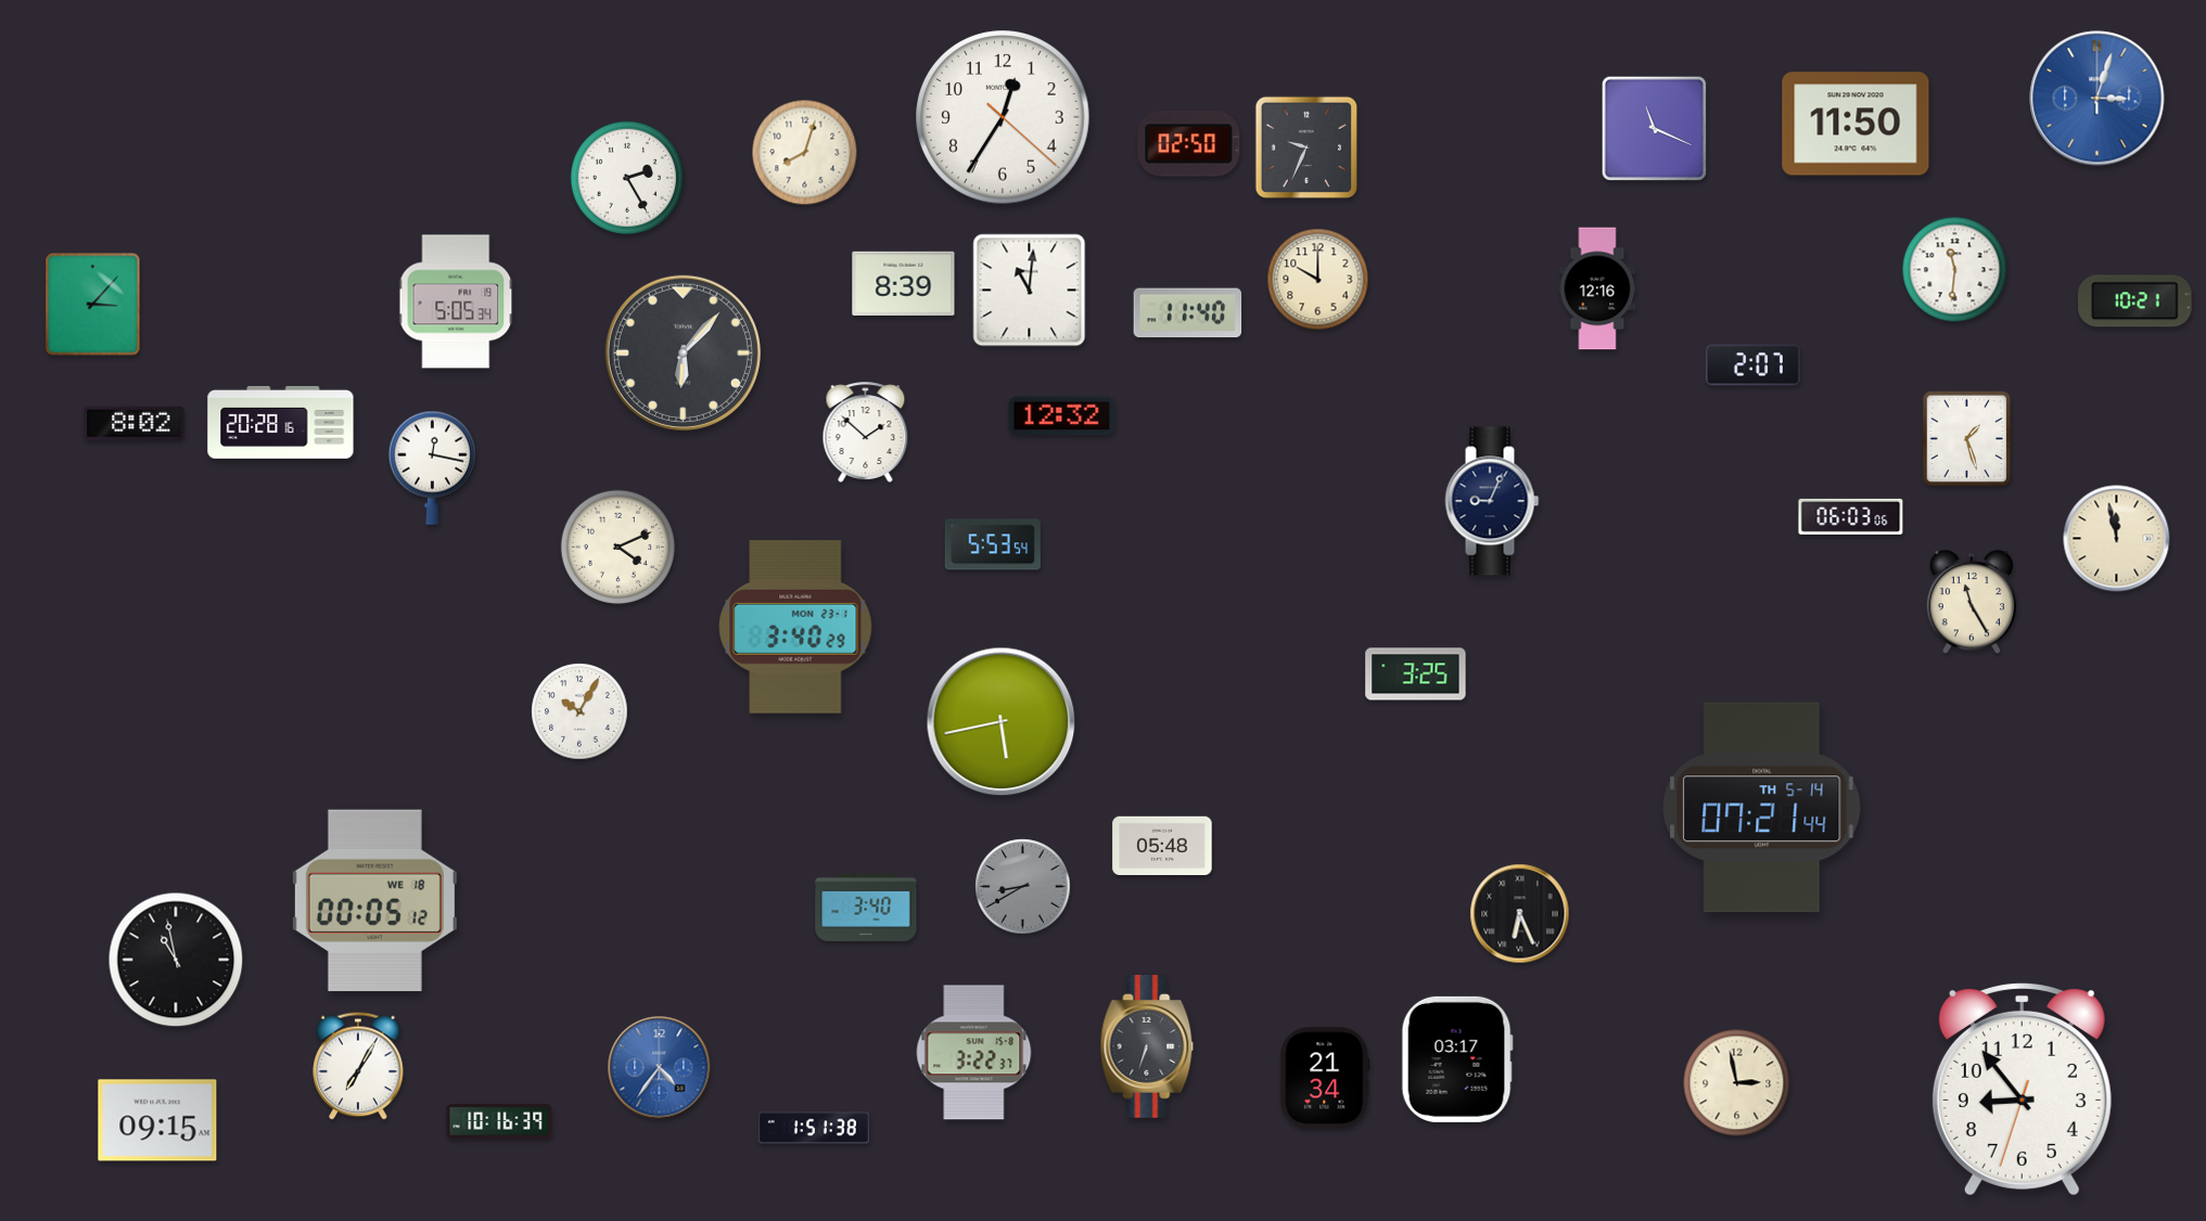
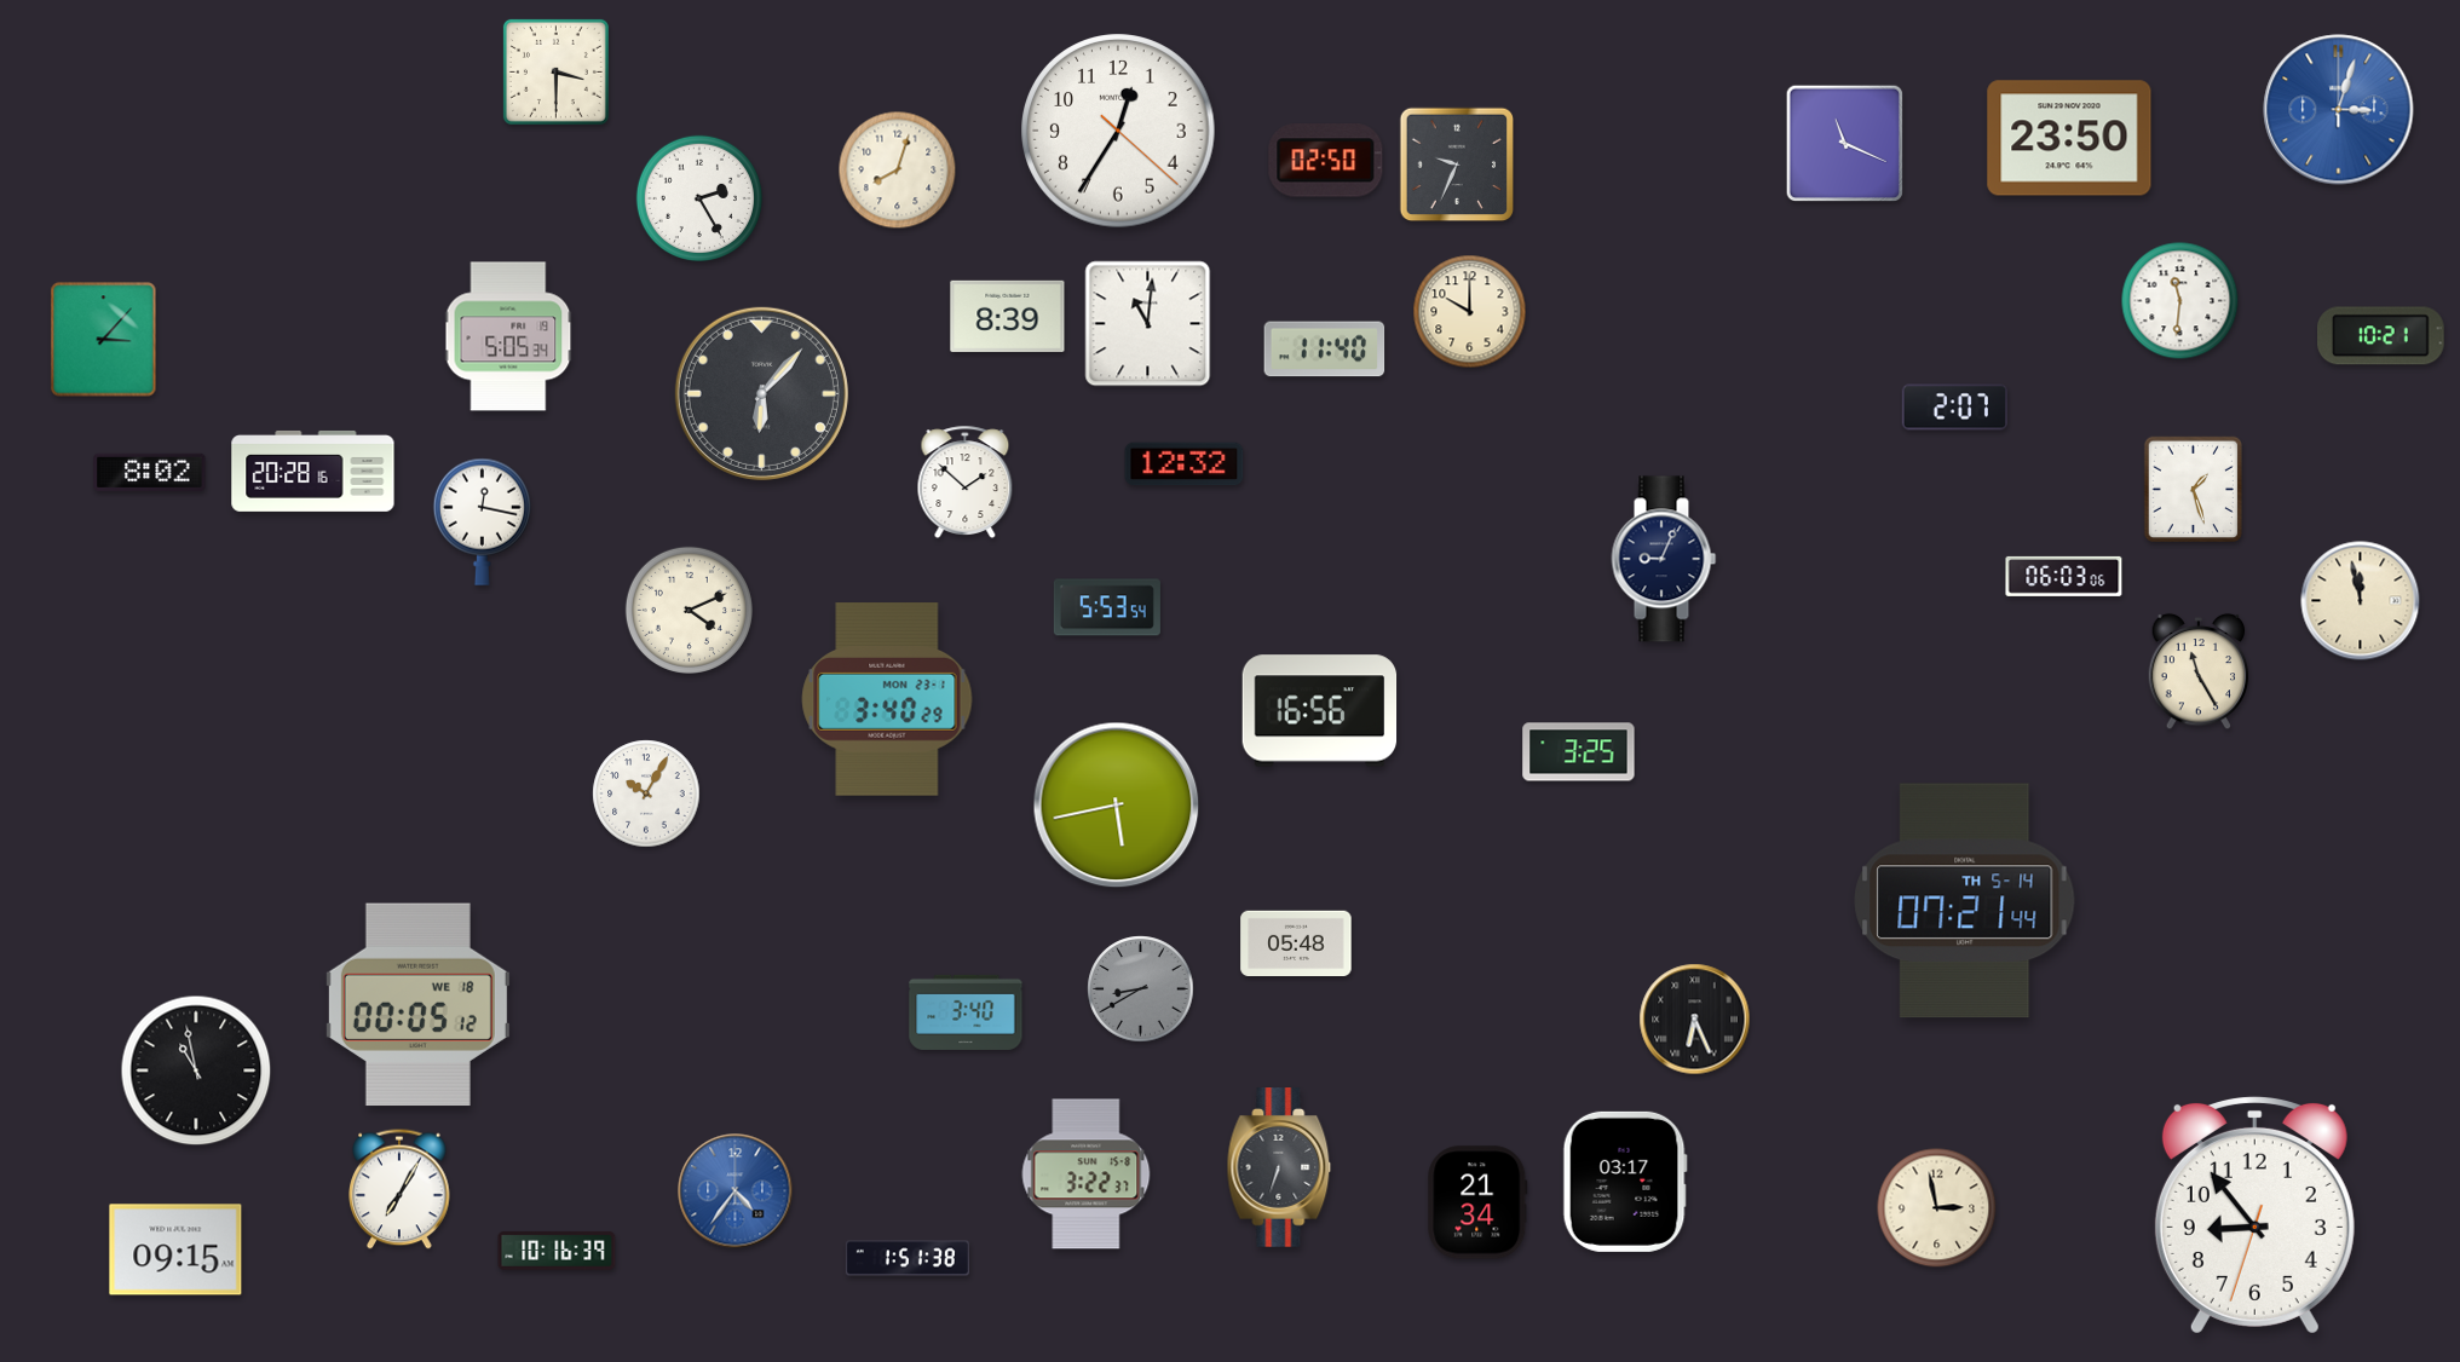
clock at (555, 71): none -> 3:30
clock at (1856, 124): 11:50 -> 23:50
clock at (1597, 288): 12:16 -> none
clock at (1320, 711): none -> 16:56
